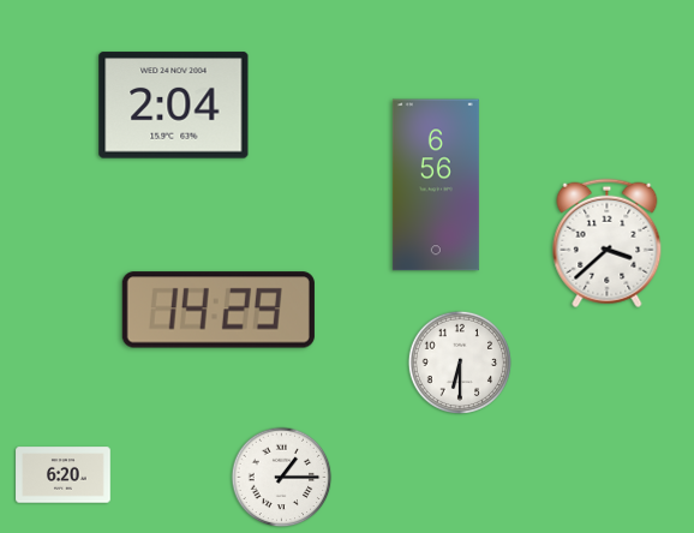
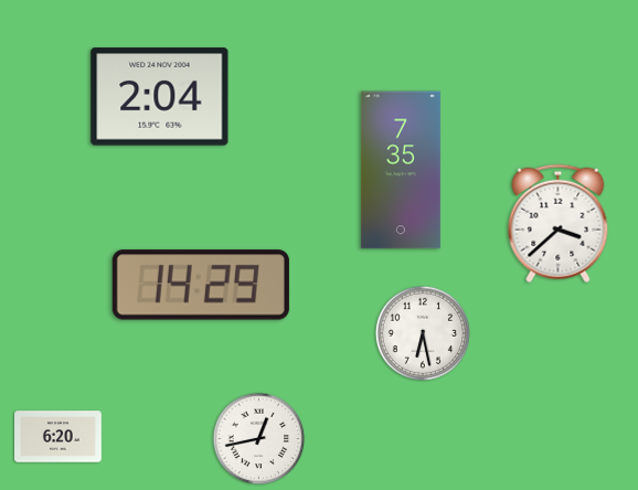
clock at (436, 185): 6:56 -> 7:35
clock at (459, 361): 6:30 -> 6:28
clock at (282, 478): 1:15 -> 12:43
